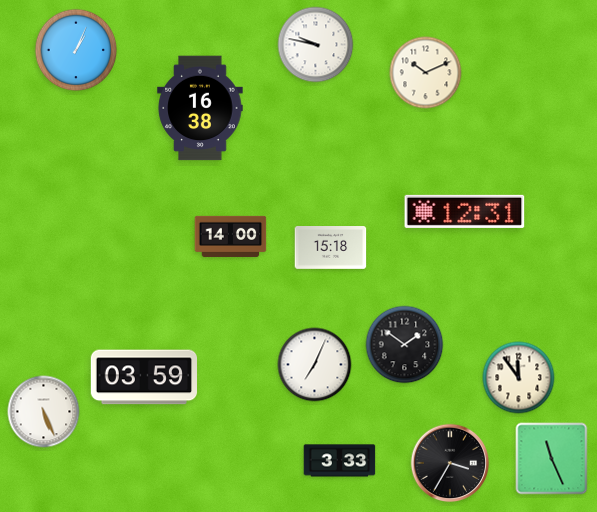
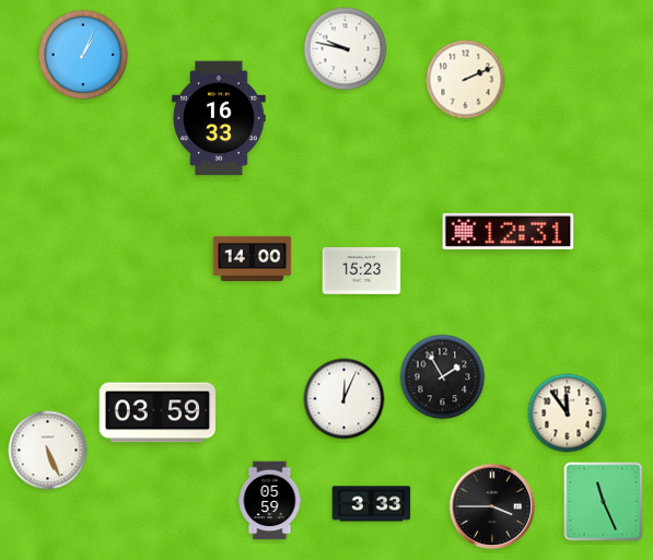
clock at (426, 73): 10:11 -> 2:11
clock at (200, 108): 16:38 -> 16:33
clock at (331, 248): 15:18 -> 15:23
clock at (405, 345): 1:51 -> 1:55
clock at (315, 365): 7:04 -> 12:04
clock at (270, 501): none -> 05:59
clock at (450, 463): 3:35 -> 3:45
